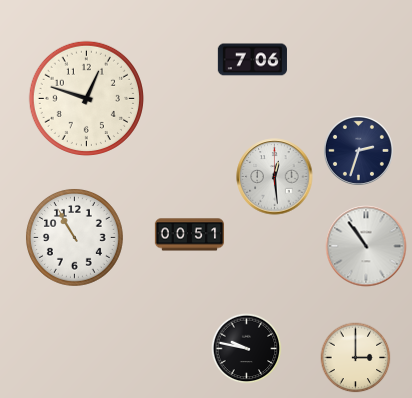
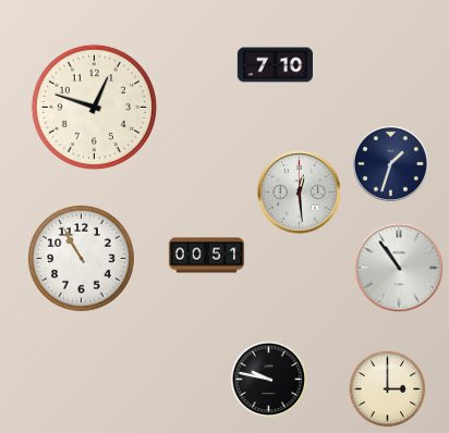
clock at (252, 60): 7:06 -> 7:10
clock at (358, 150): 2:33 -> 1:33
